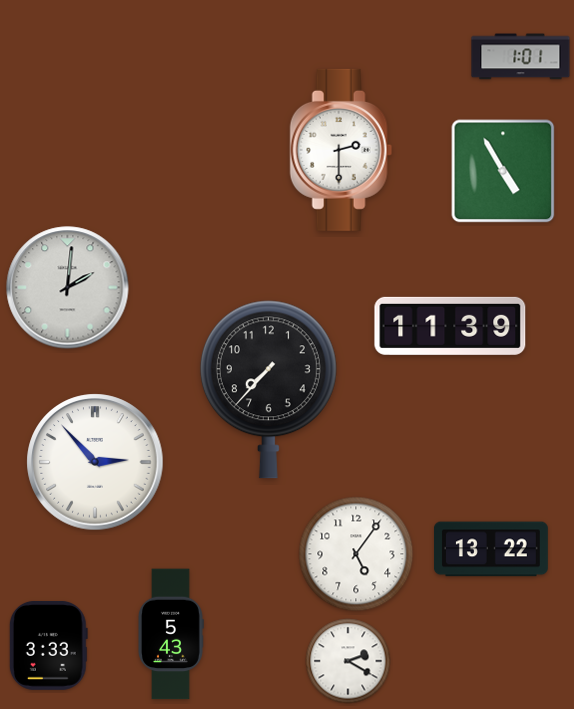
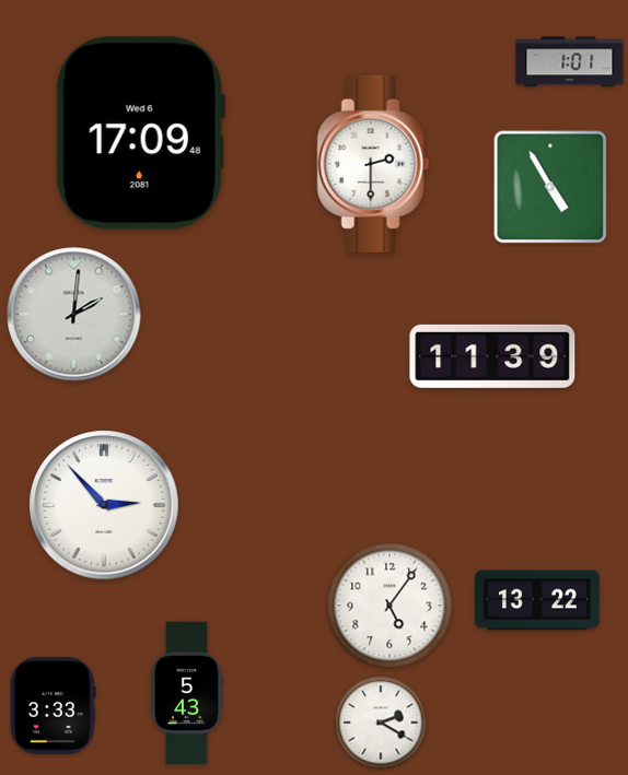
clock at (140, 133): none -> 17:09
clock at (268, 390): 7:37 -> none
